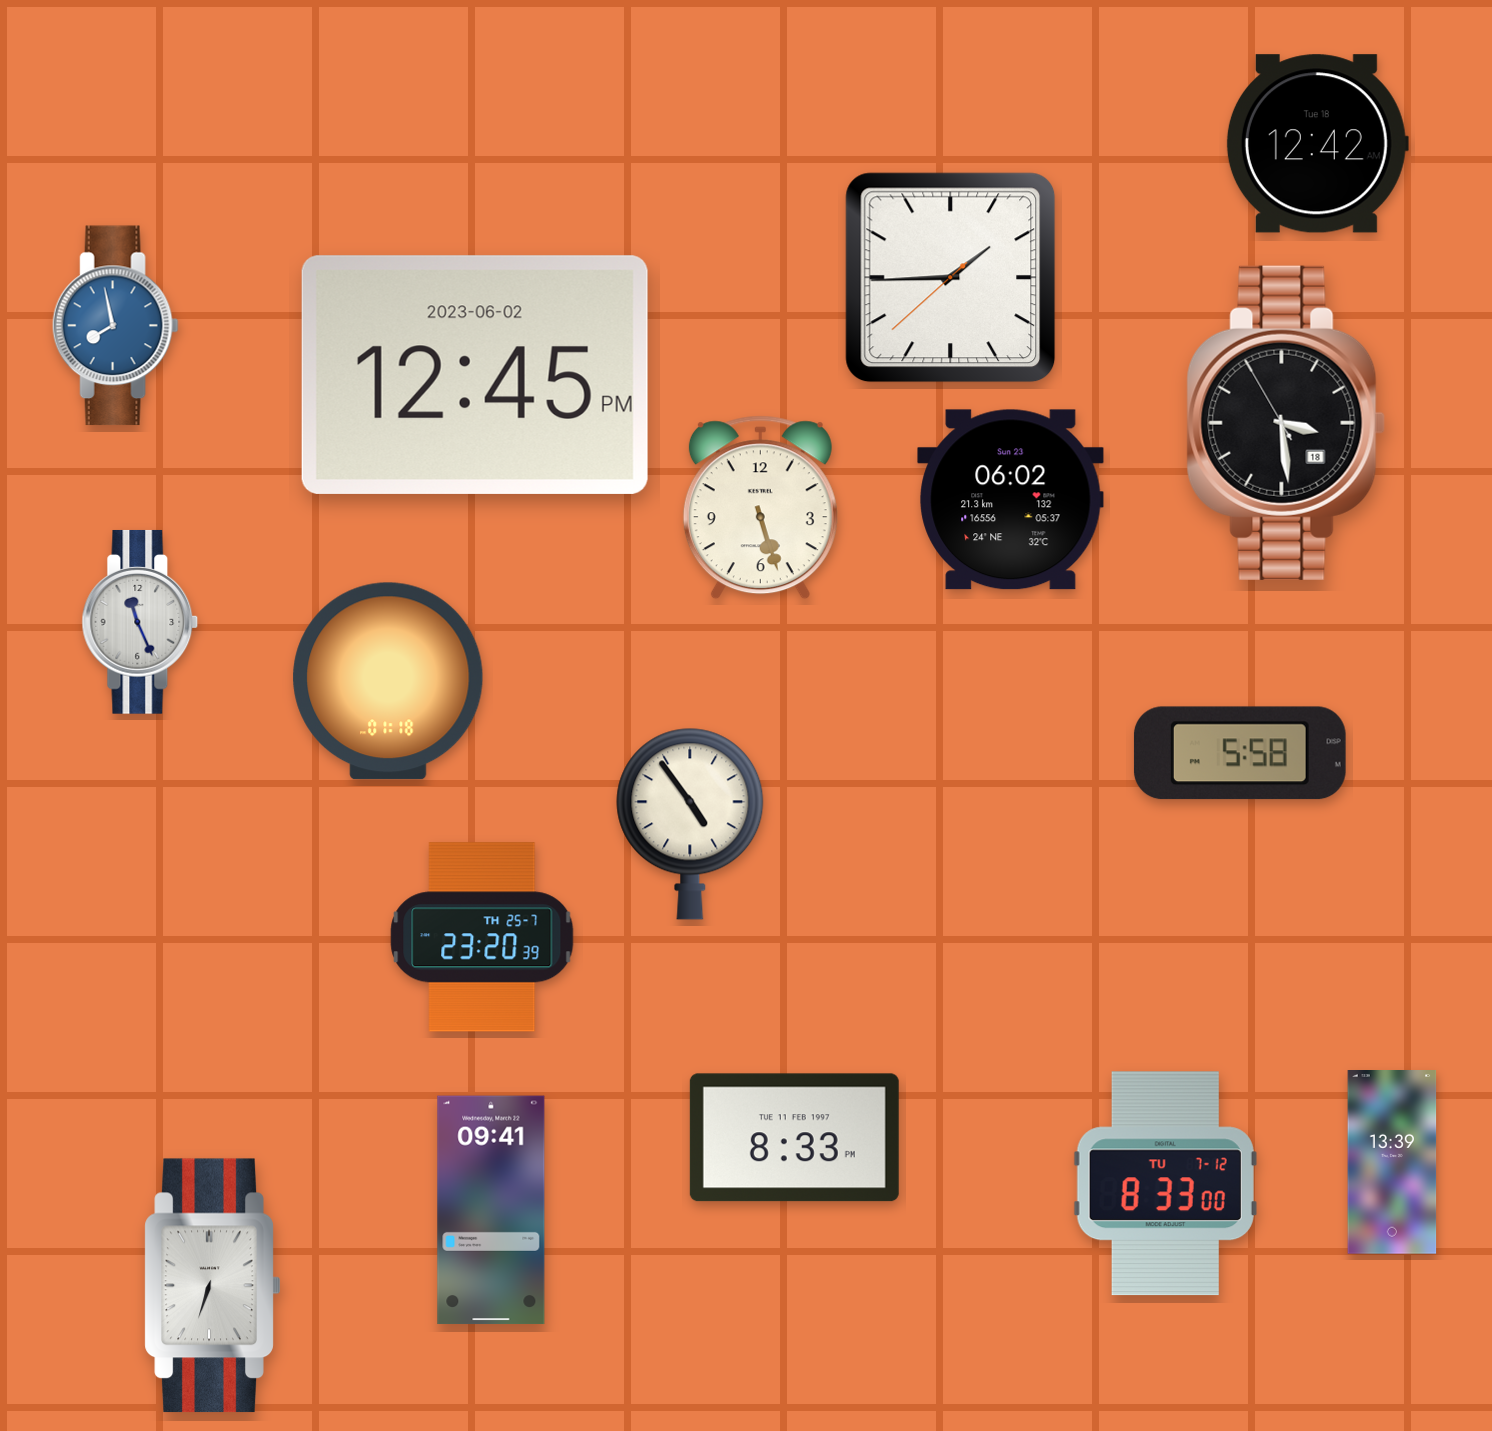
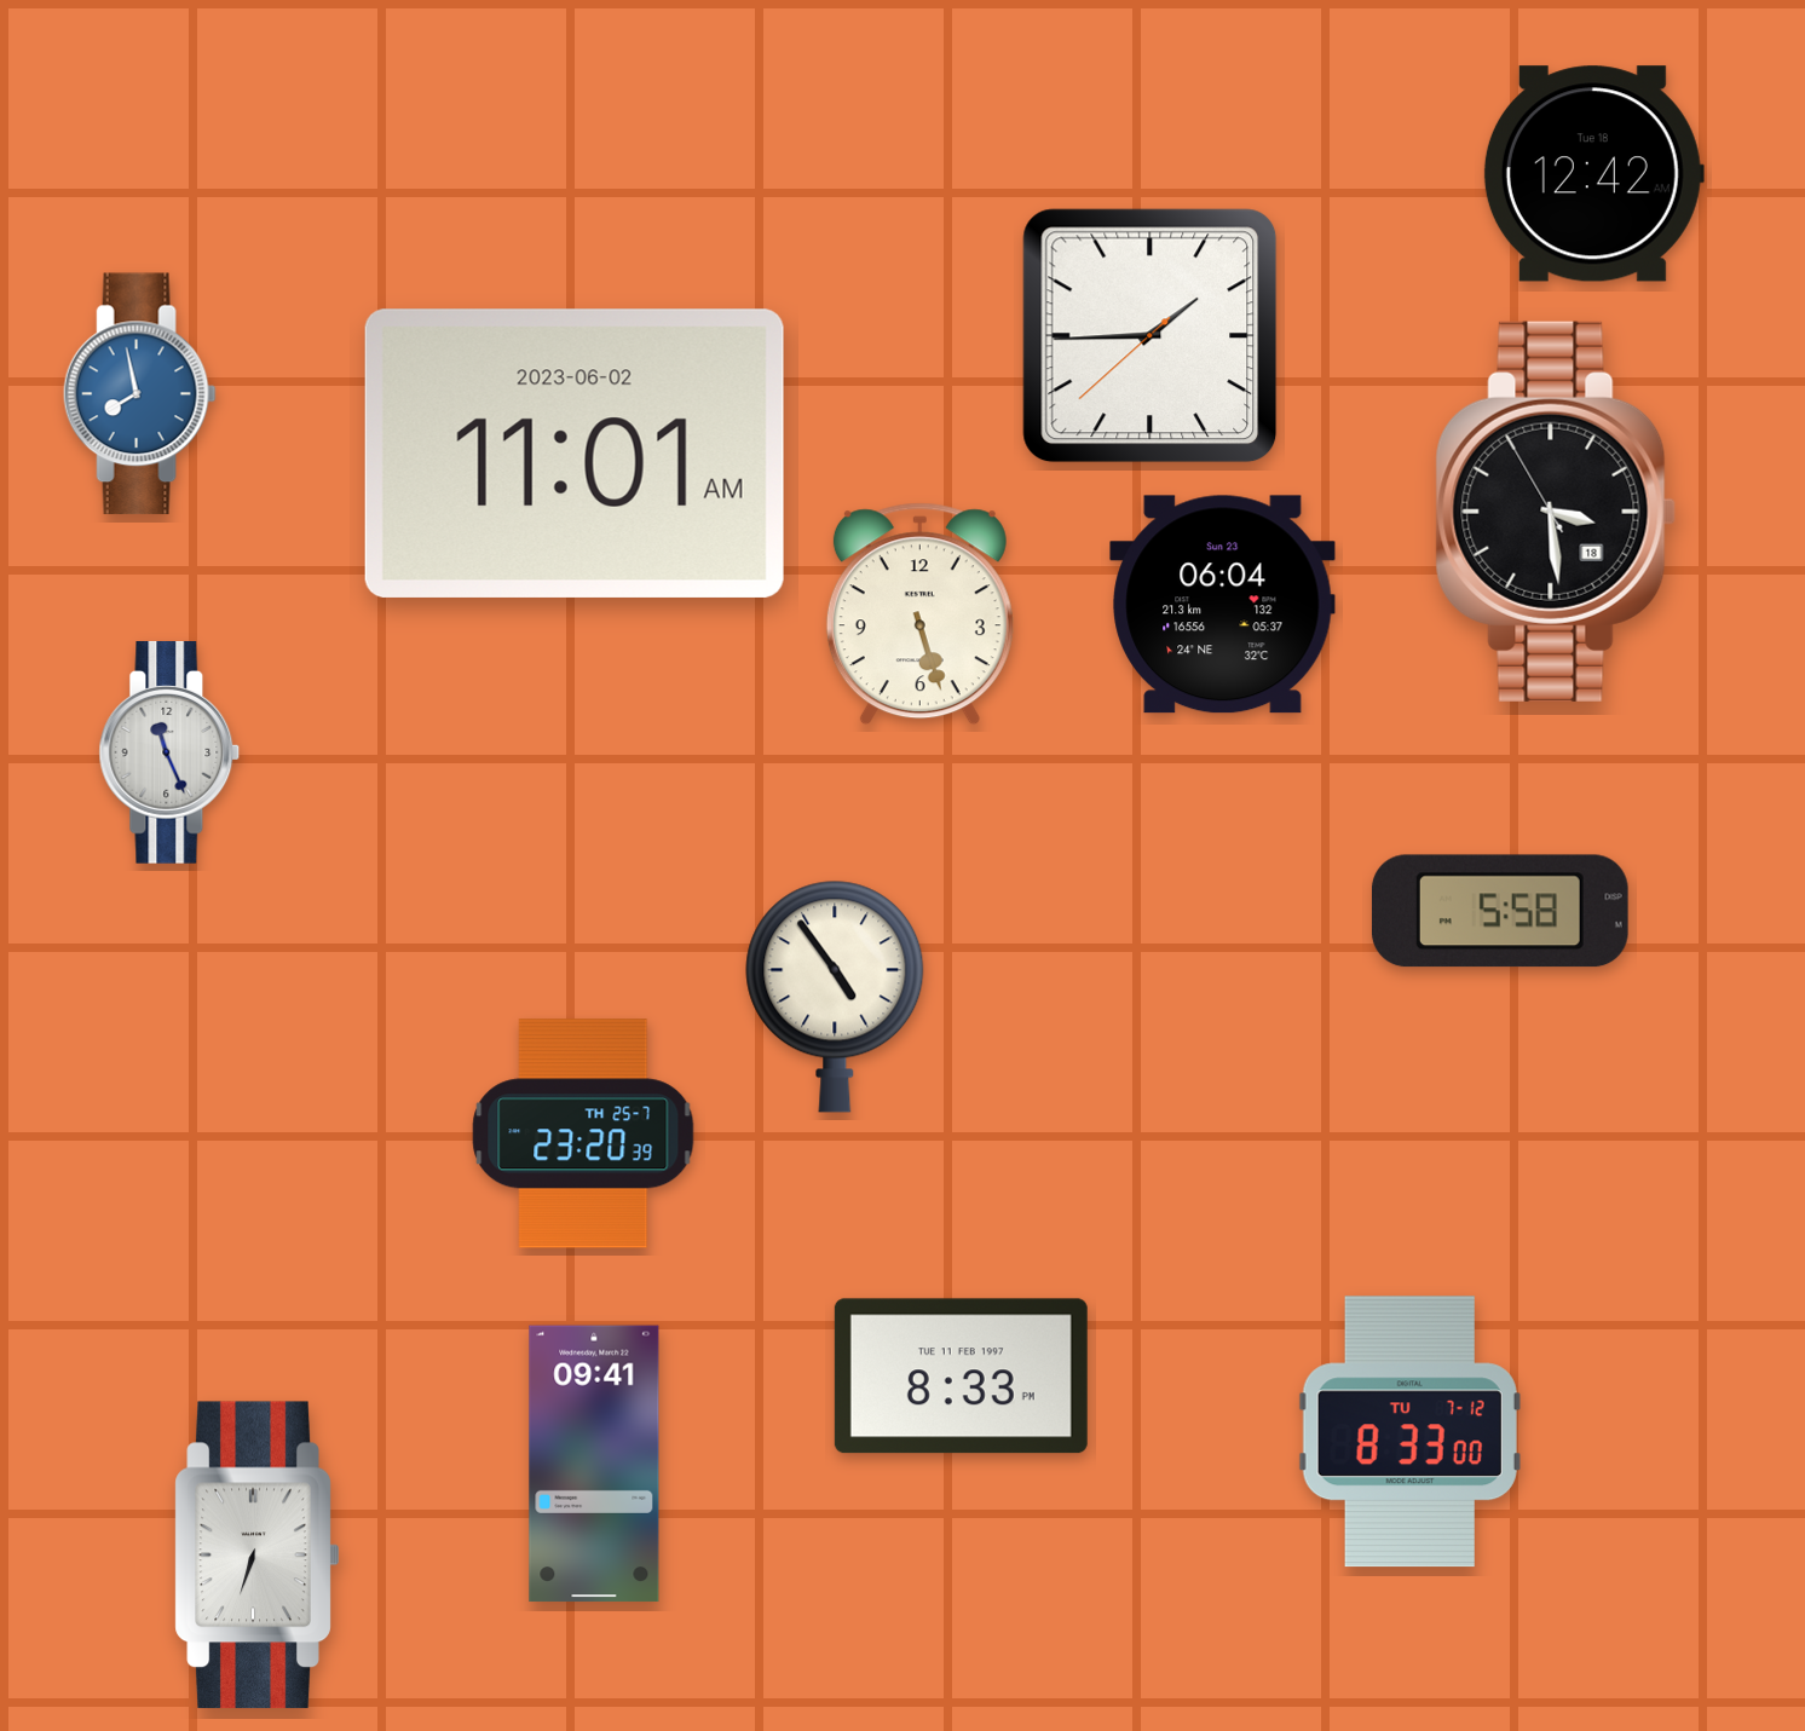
clock at (475, 375): 12:45 -> 11:01
clock at (1011, 500): 06:02 -> 06:04
clock at (388, 681): 01:18 -> none
clock at (1392, 1163): 13:39 -> none
